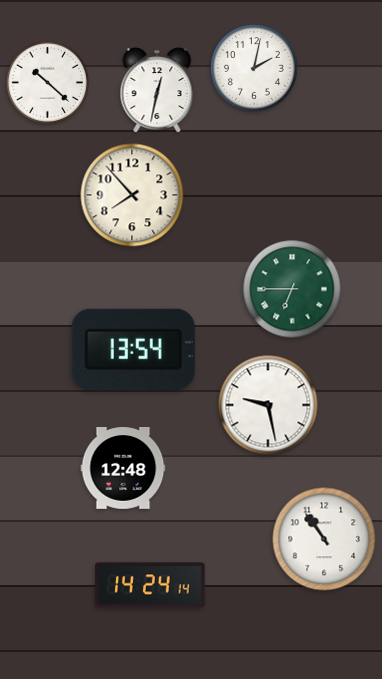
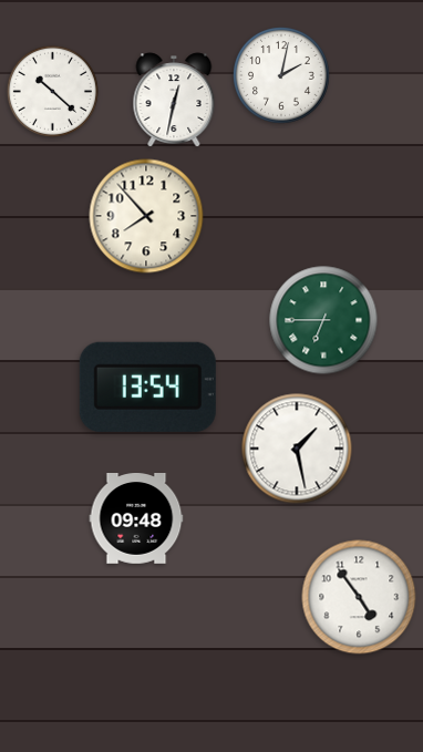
clock at (268, 405): 9:28 -> 1:28
clock at (123, 469): 12:48 -> 09:48
clock at (324, 539): 10:54 -> 4:54
clock at (150, 585): 14:24 -> none
